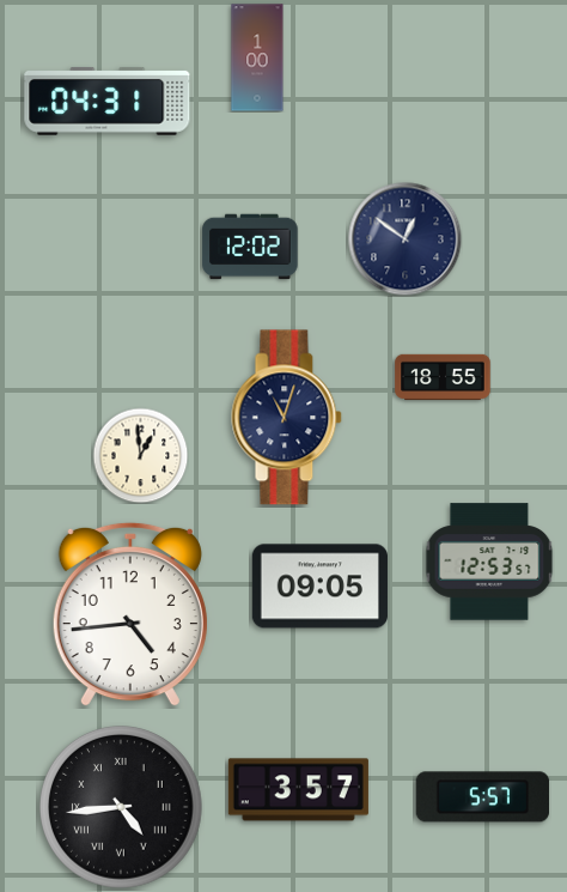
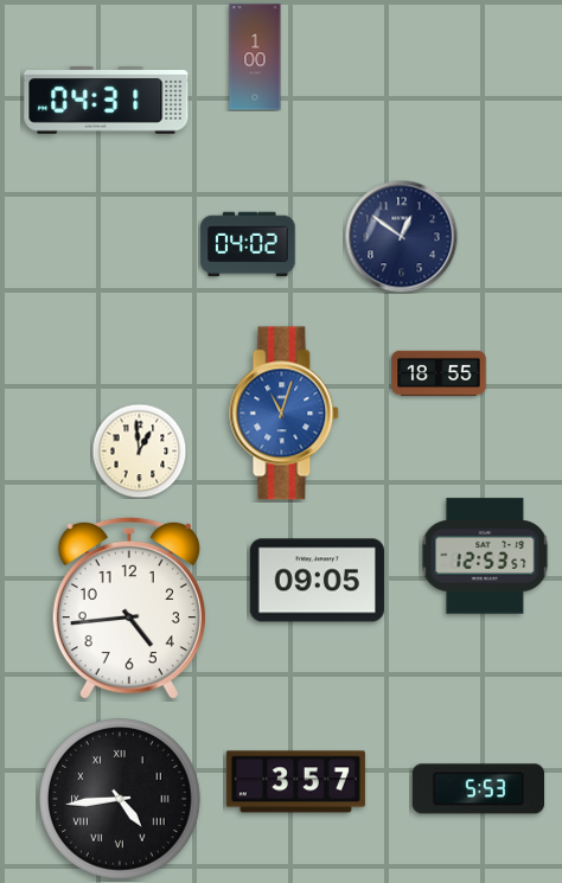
clock at (250, 247): 12:02 -> 04:02
clock at (287, 418) dial: navy -> blue
clock at (482, 797): 5:57 -> 5:53
